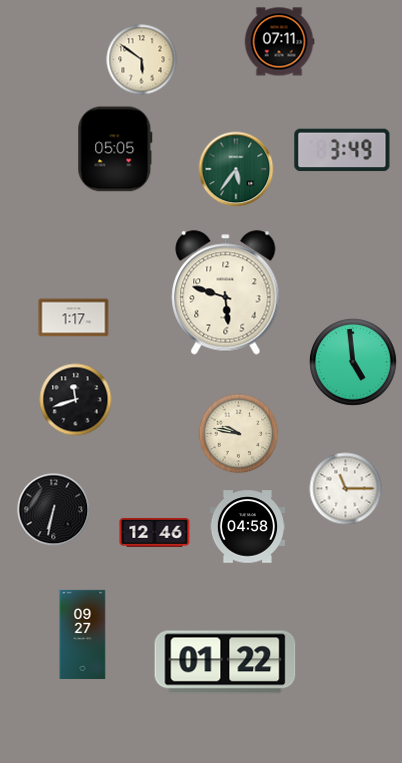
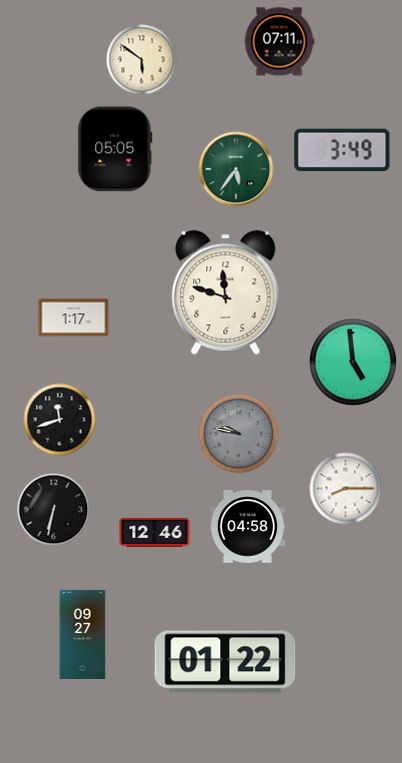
clock at (226, 293): 5:48 -> 11:48
clock at (76, 400) position: (76, 400) -> (60, 420)
clock at (239, 434) dial: cream -> grey
clock at (346, 489): 11:15 -> 8:15
